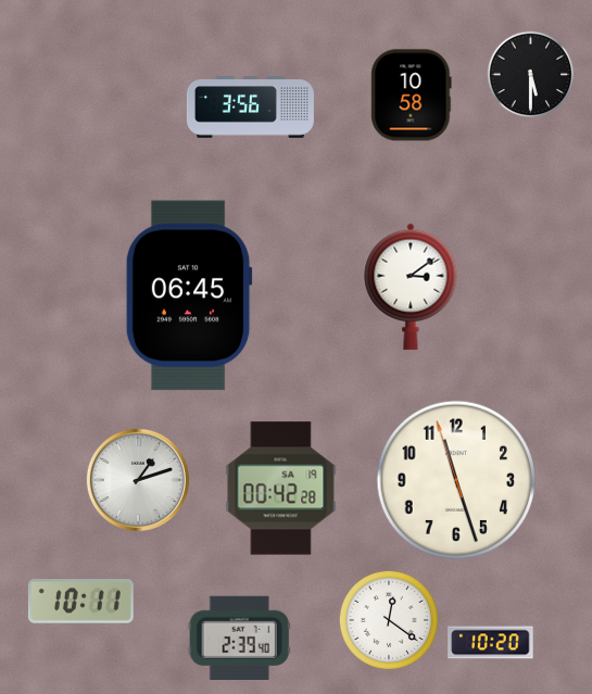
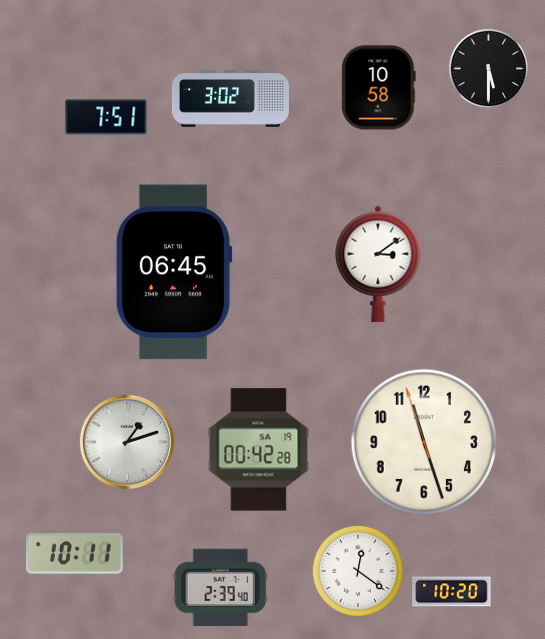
clock at (250, 108): 3:56 -> 3:02
clock at (106, 117): none -> 7:51
clock at (455, 479) position: (455, 479) -> (423, 441)
